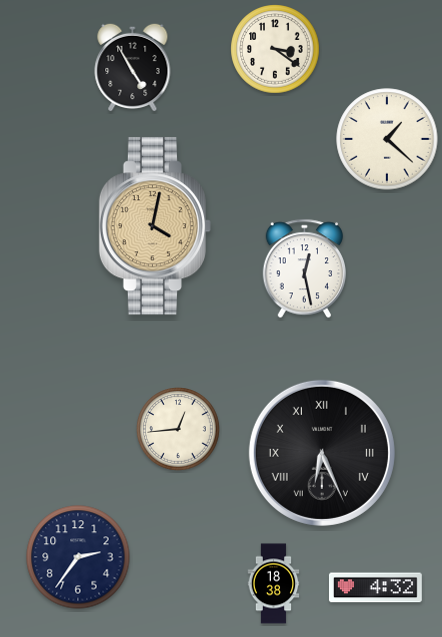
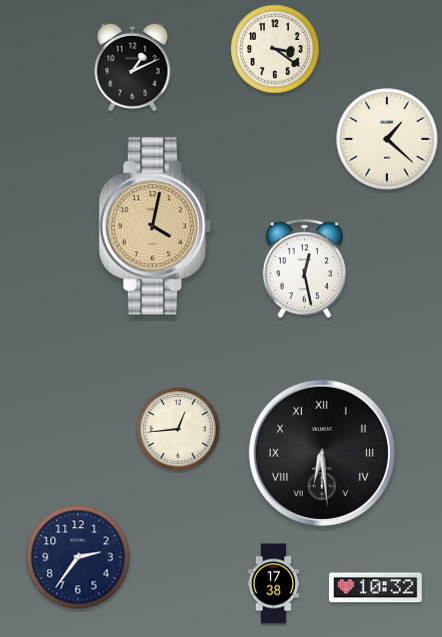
clock at (133, 67): 4:55 -> 1:11
clock at (322, 453): 6:26 -> 6:29
clock at (274, 584): 18:38 -> 17:38
clock at (375, 588): 4:32 -> 10:32
